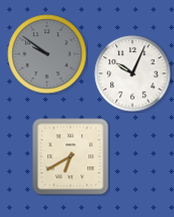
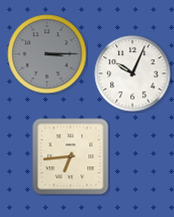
clock at (47, 54): 9:51 -> 3:15
clock at (71, 157): 6:40 -> 6:44
